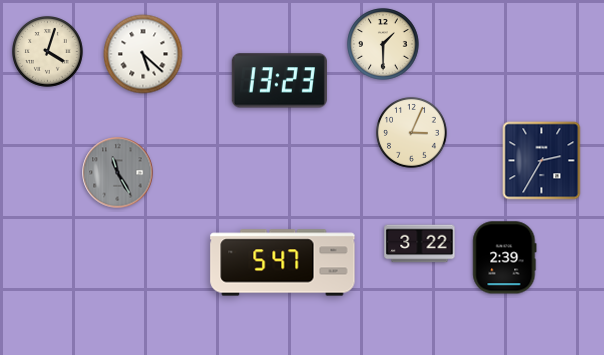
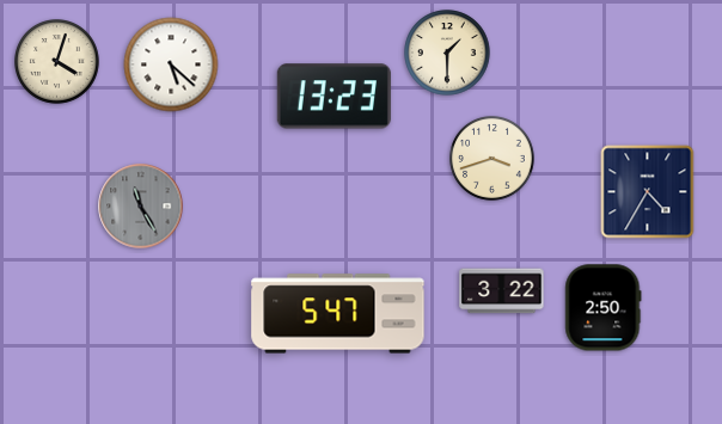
clock at (383, 44) position: (383, 44) -> (447, 53)
clock at (412, 133): 3:04 -> 3:42
clock at (542, 161): 2:35 -> 4:35
clock at (505, 258): 2:39 -> 2:50
